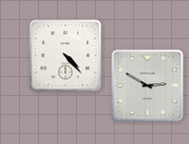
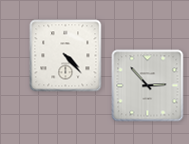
clock at (148, 86): 2:50 -> 2:53
